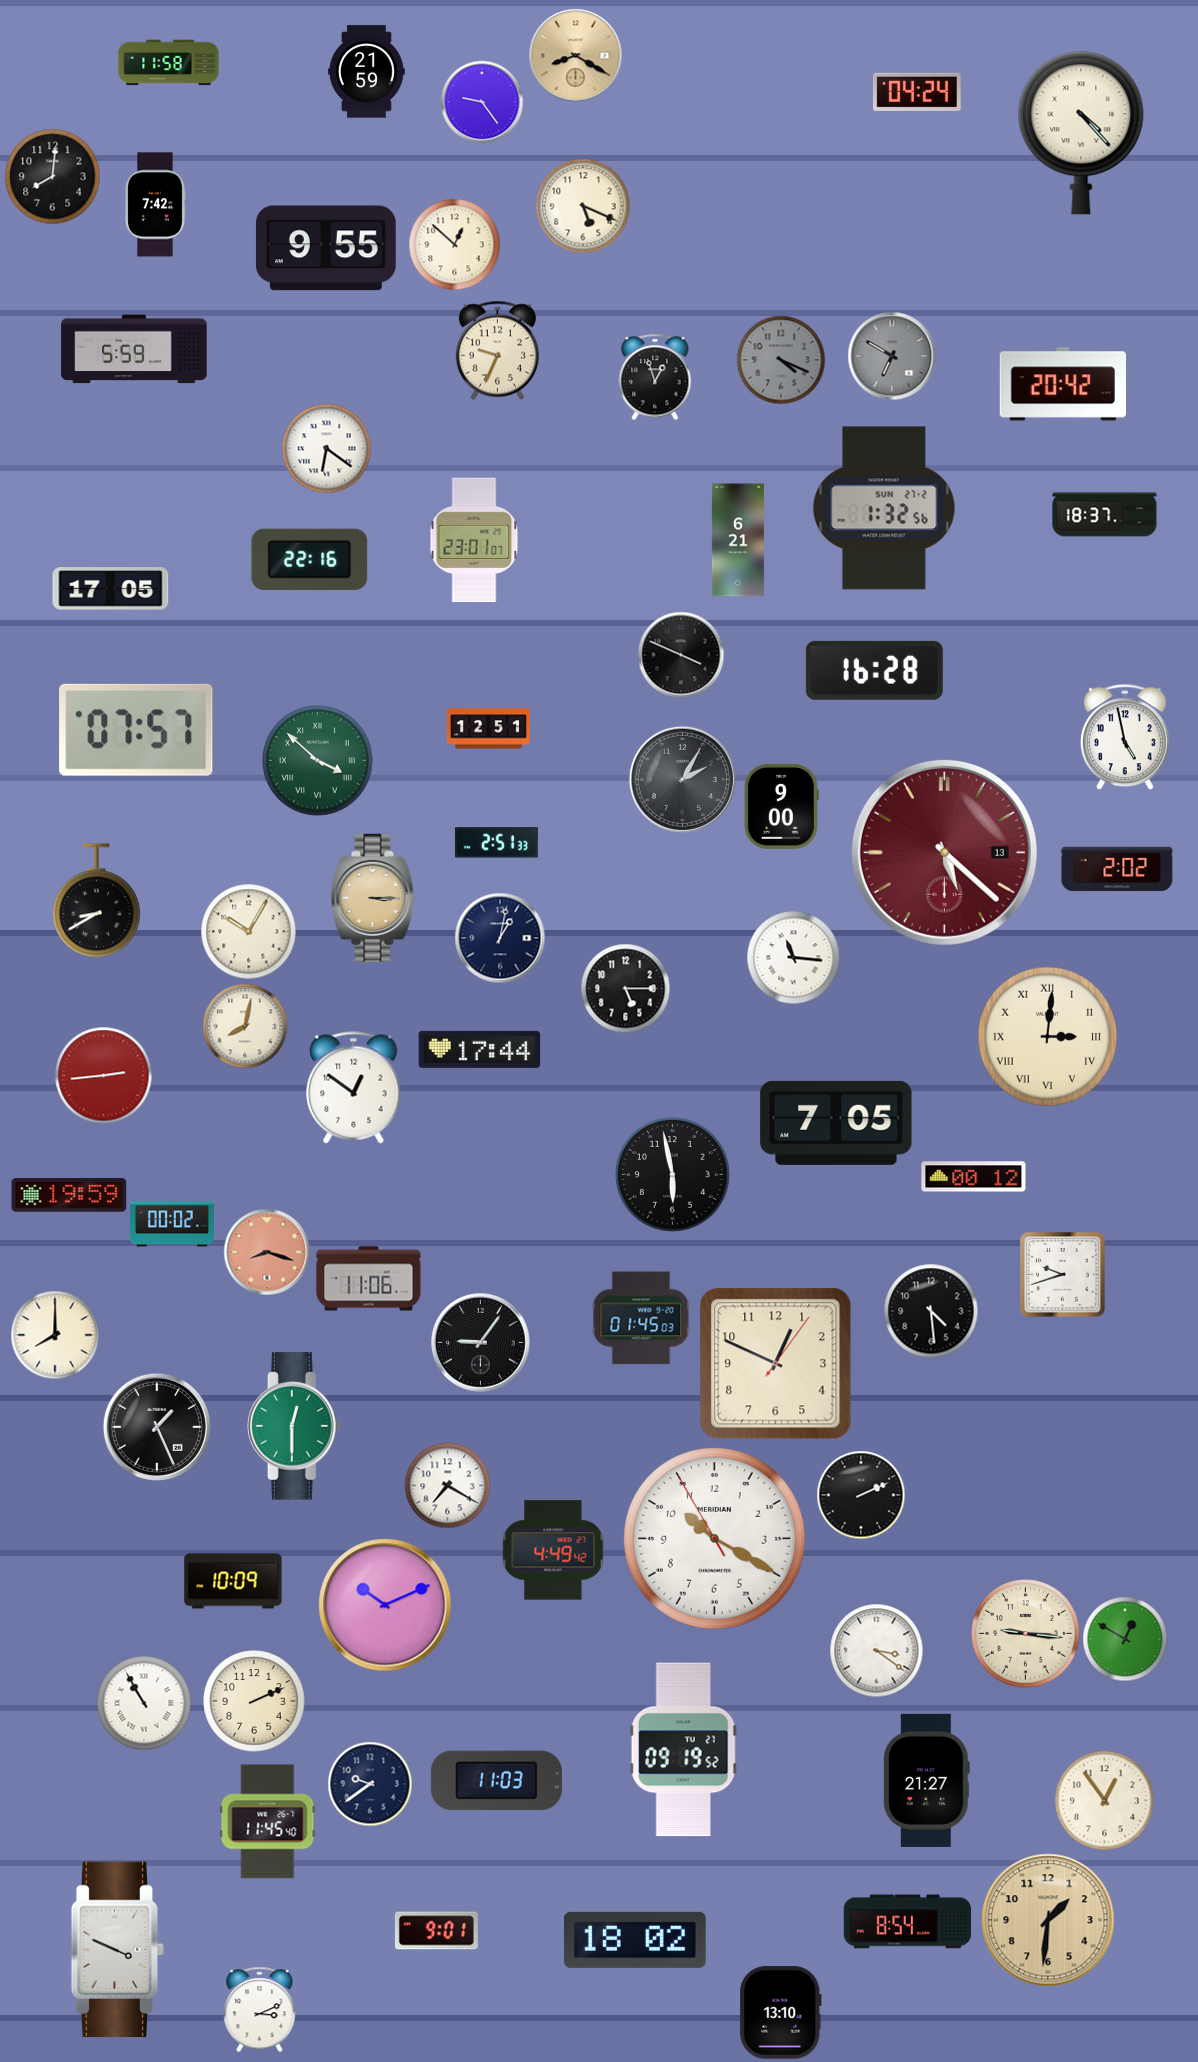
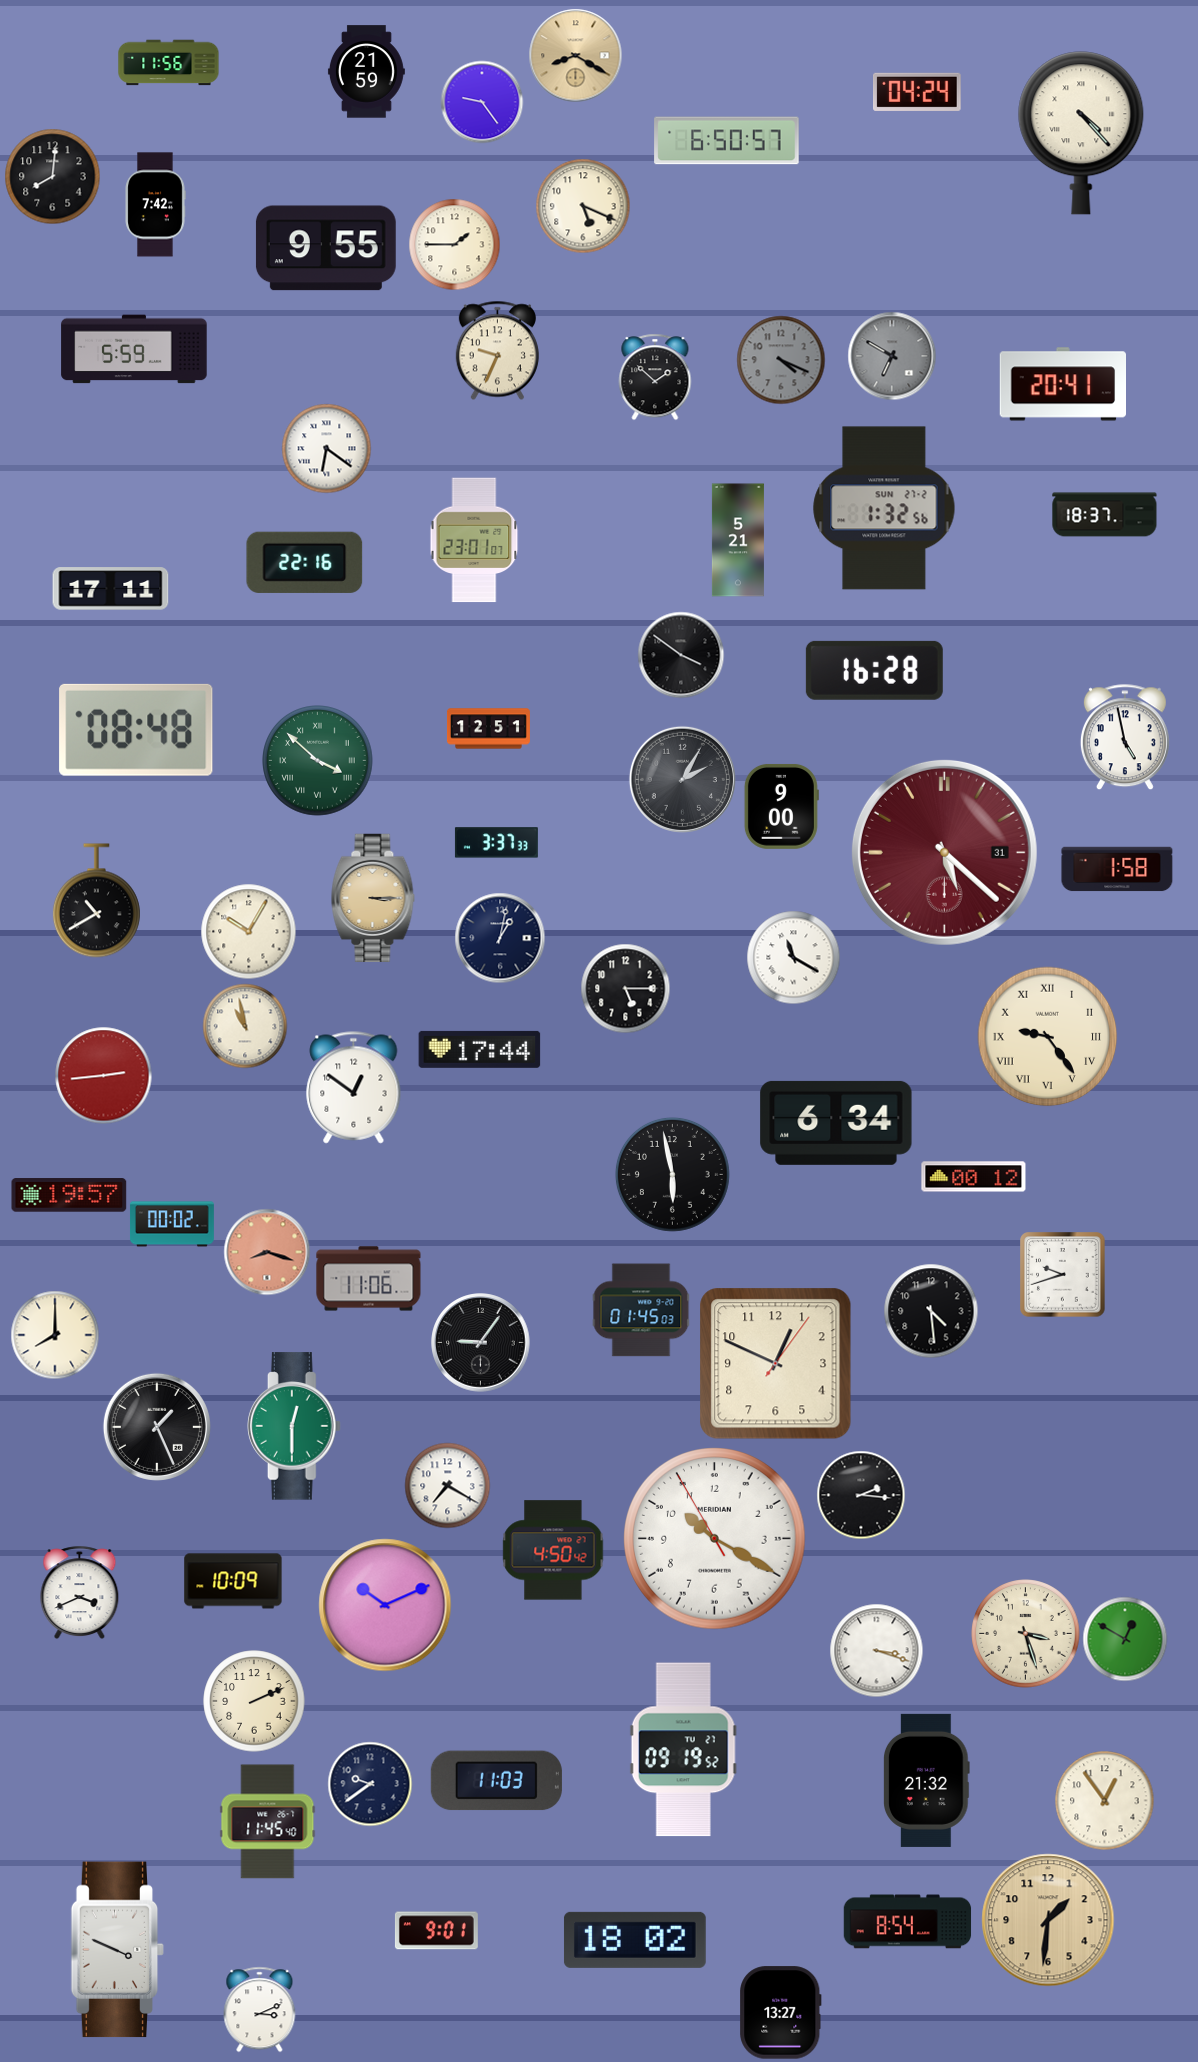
clock at (169, 63): 11:58 -> 11:56
clock at (727, 141): none -> 6:50
clock at (454, 244): 12:52 -> 1:45
clock at (655, 377): 12:57 -> 1:52
clock at (1062, 384): 20:42 -> 20:41
clock at (738, 540): 6:21 -> 5:21
clock at (310, 559) position: (310, 559) -> (305, 562)
clock at (111, 589): 17:05 -> 17:11
clock at (681, 655): 3:49 -> 3:51
clock at (136, 730): 07:57 -> 08:48
clock at (496, 843): 2:51 -> 3:37
clock at (944, 852) date: 13 -> 31
clock at (1117, 869): 2:02 -> 1:58
clock at (96, 901): 8:40 -> 10:40
clock at (793, 957): 11:16 -> 11:20
clock at (245, 1026): 8:02 -> 10:58
clock at (1048, 1037): 3:01 -> 9:24
clock at (836, 1123): 7:05 -> 6:34
clock at (69, 1195): 19:59 -> 19:57
clock at (641, 1318) position: (641, 1318) -> (641, 1310)
clock at (861, 1495): 2:11 -> 2:16
clock at (553, 1550): 4:49 -> 4:50
clock at (80, 1592): none -> 3:41
clock at (1026, 1634): 9:16 -> 3:27
clock at (876, 1650): 3:21 -> 3:18
clock at (144, 1703): 10:55 -> none
clock at (927, 1780): 21:27 -> 21:32
clock at (781, 2013): 13:10 -> 13:27
